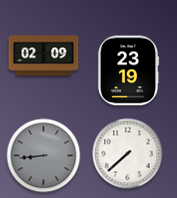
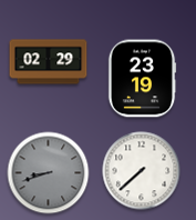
clock at (44, 56): 02:09 -> 02:29
clock at (44, 156): 8:44 -> 8:42
